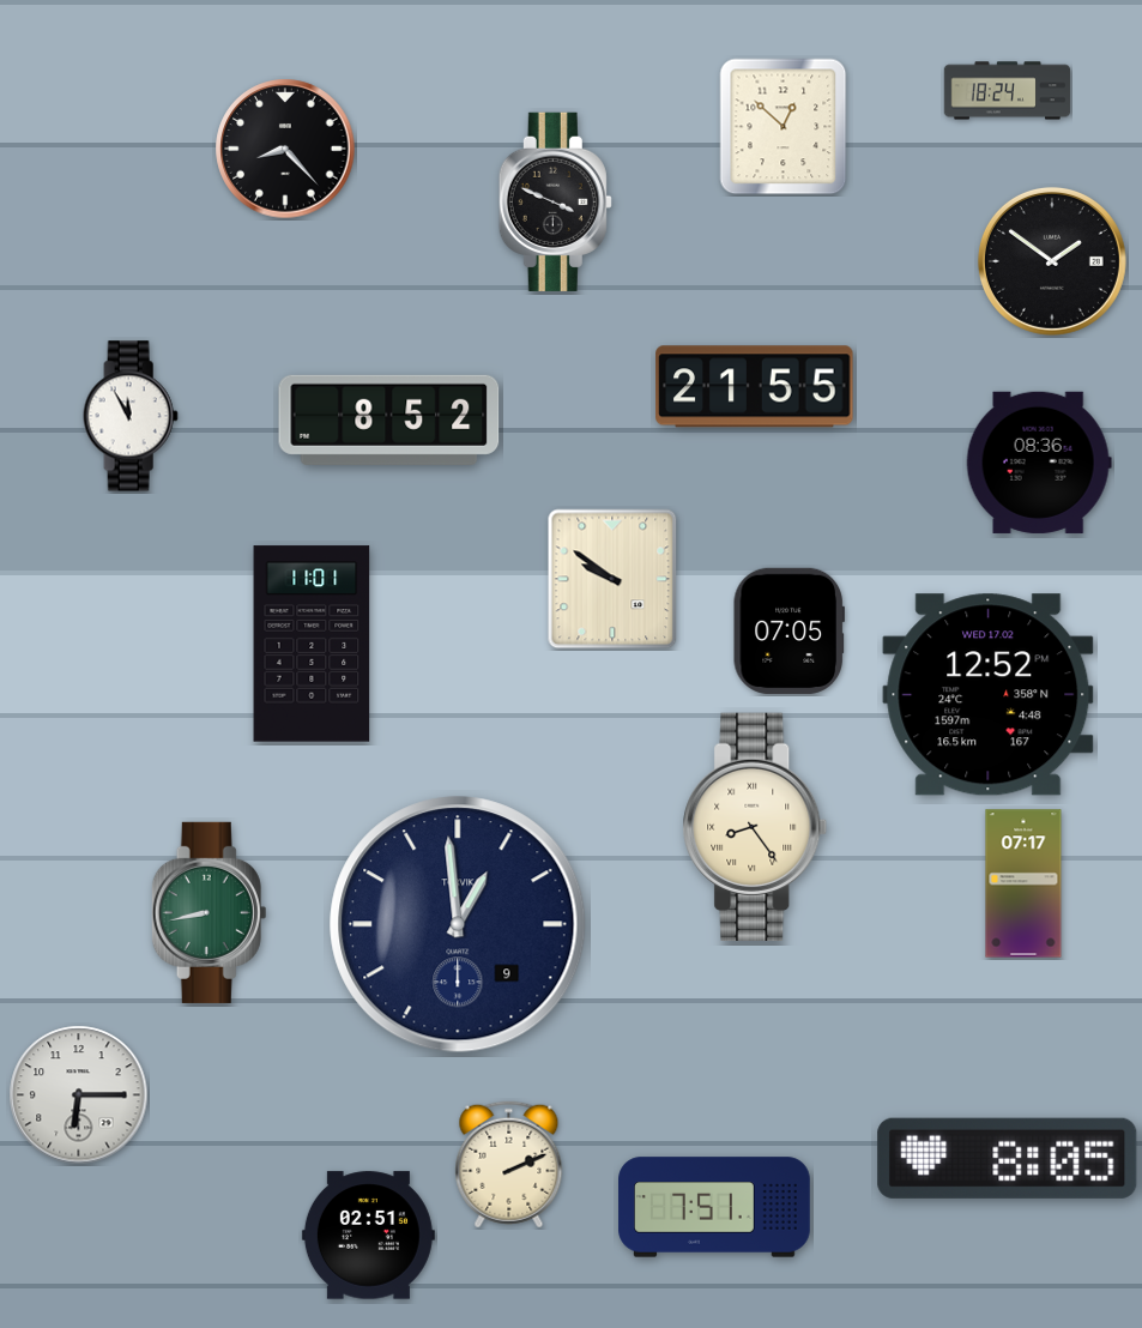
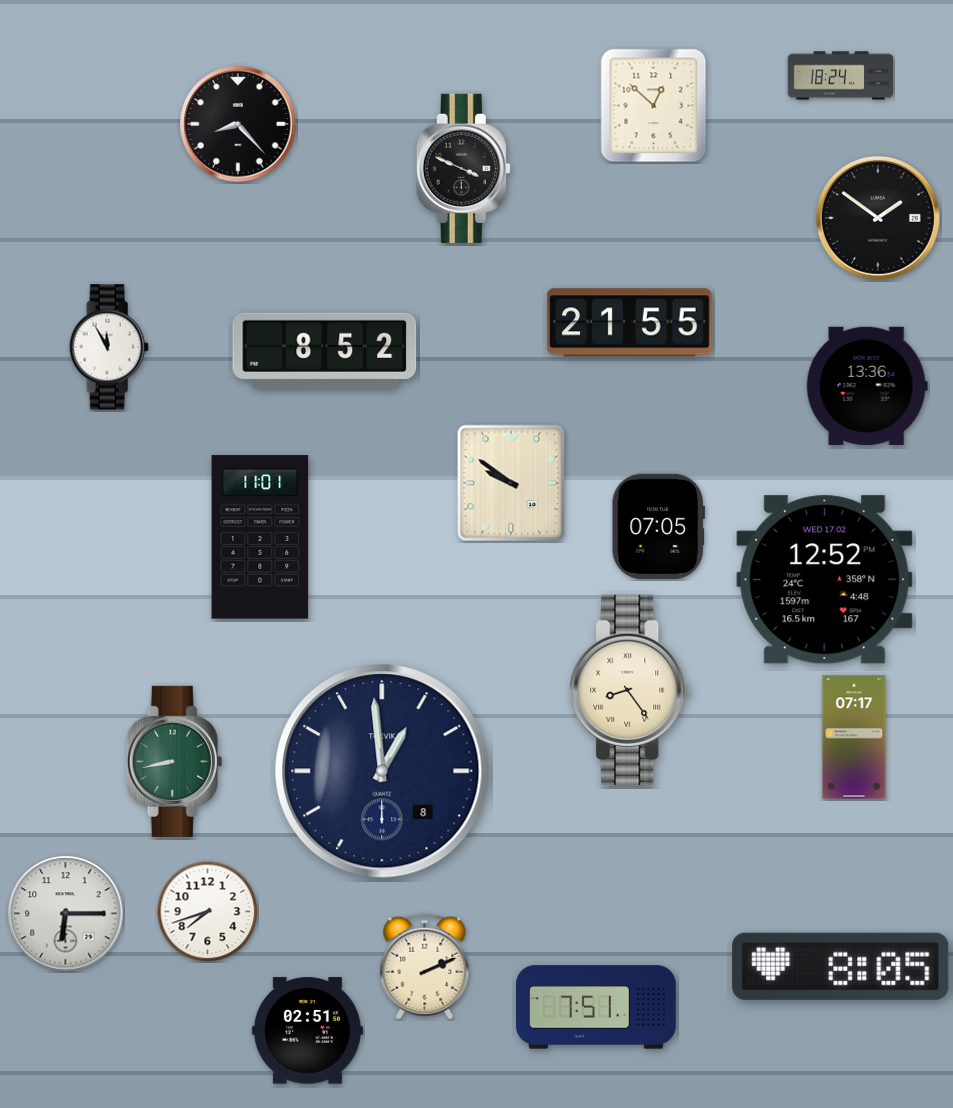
clock at (1039, 463): 08:36 -> 13:36
clock at (458, 924) date: 9 -> 8
clock at (208, 912): none -> 7:42
clock at (509, 1165) position: (509, 1165) -> (425, 967)
